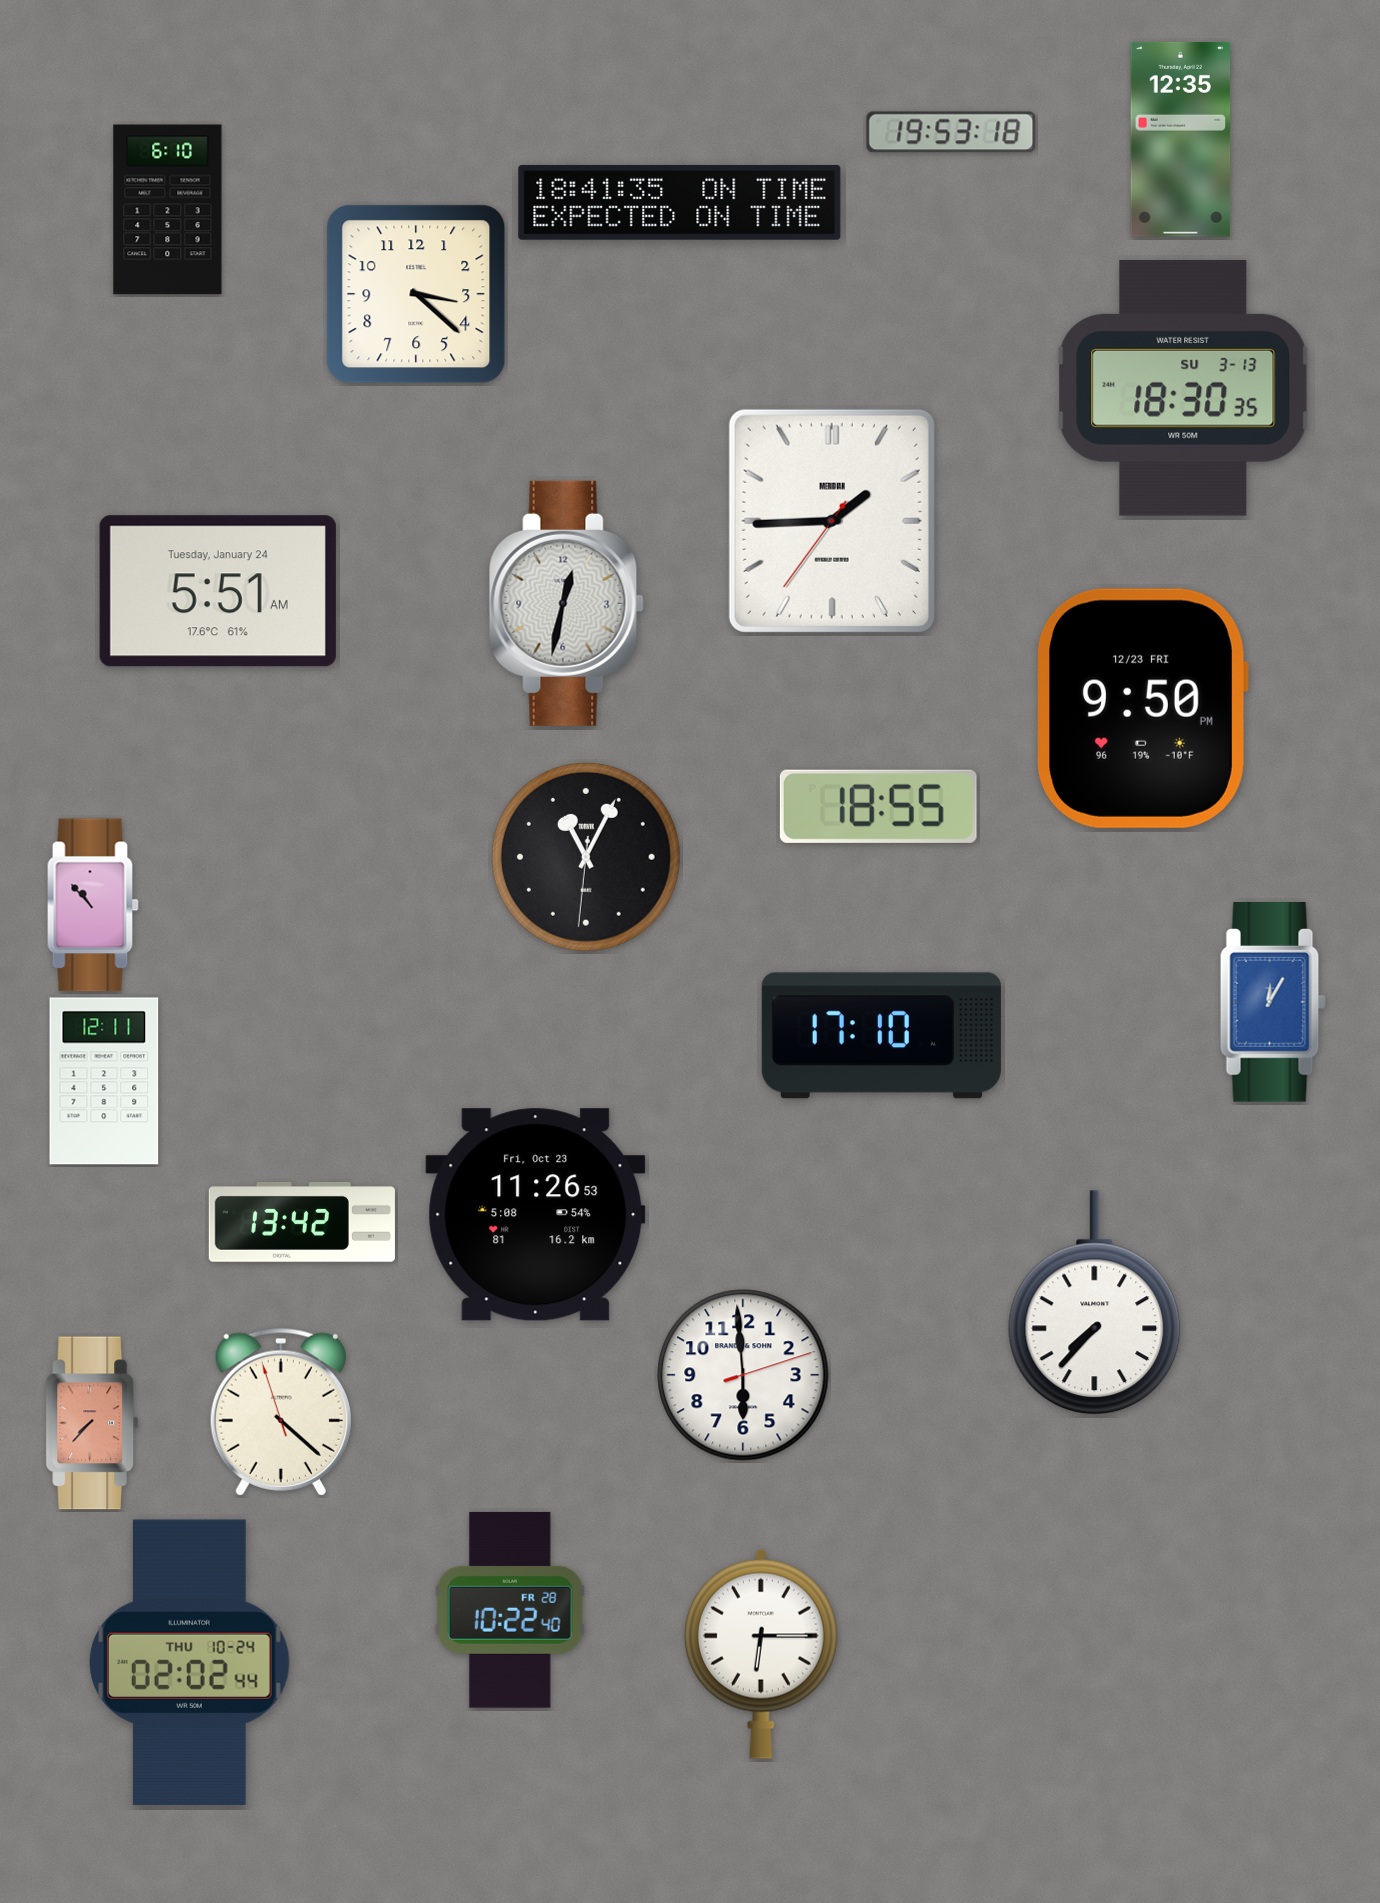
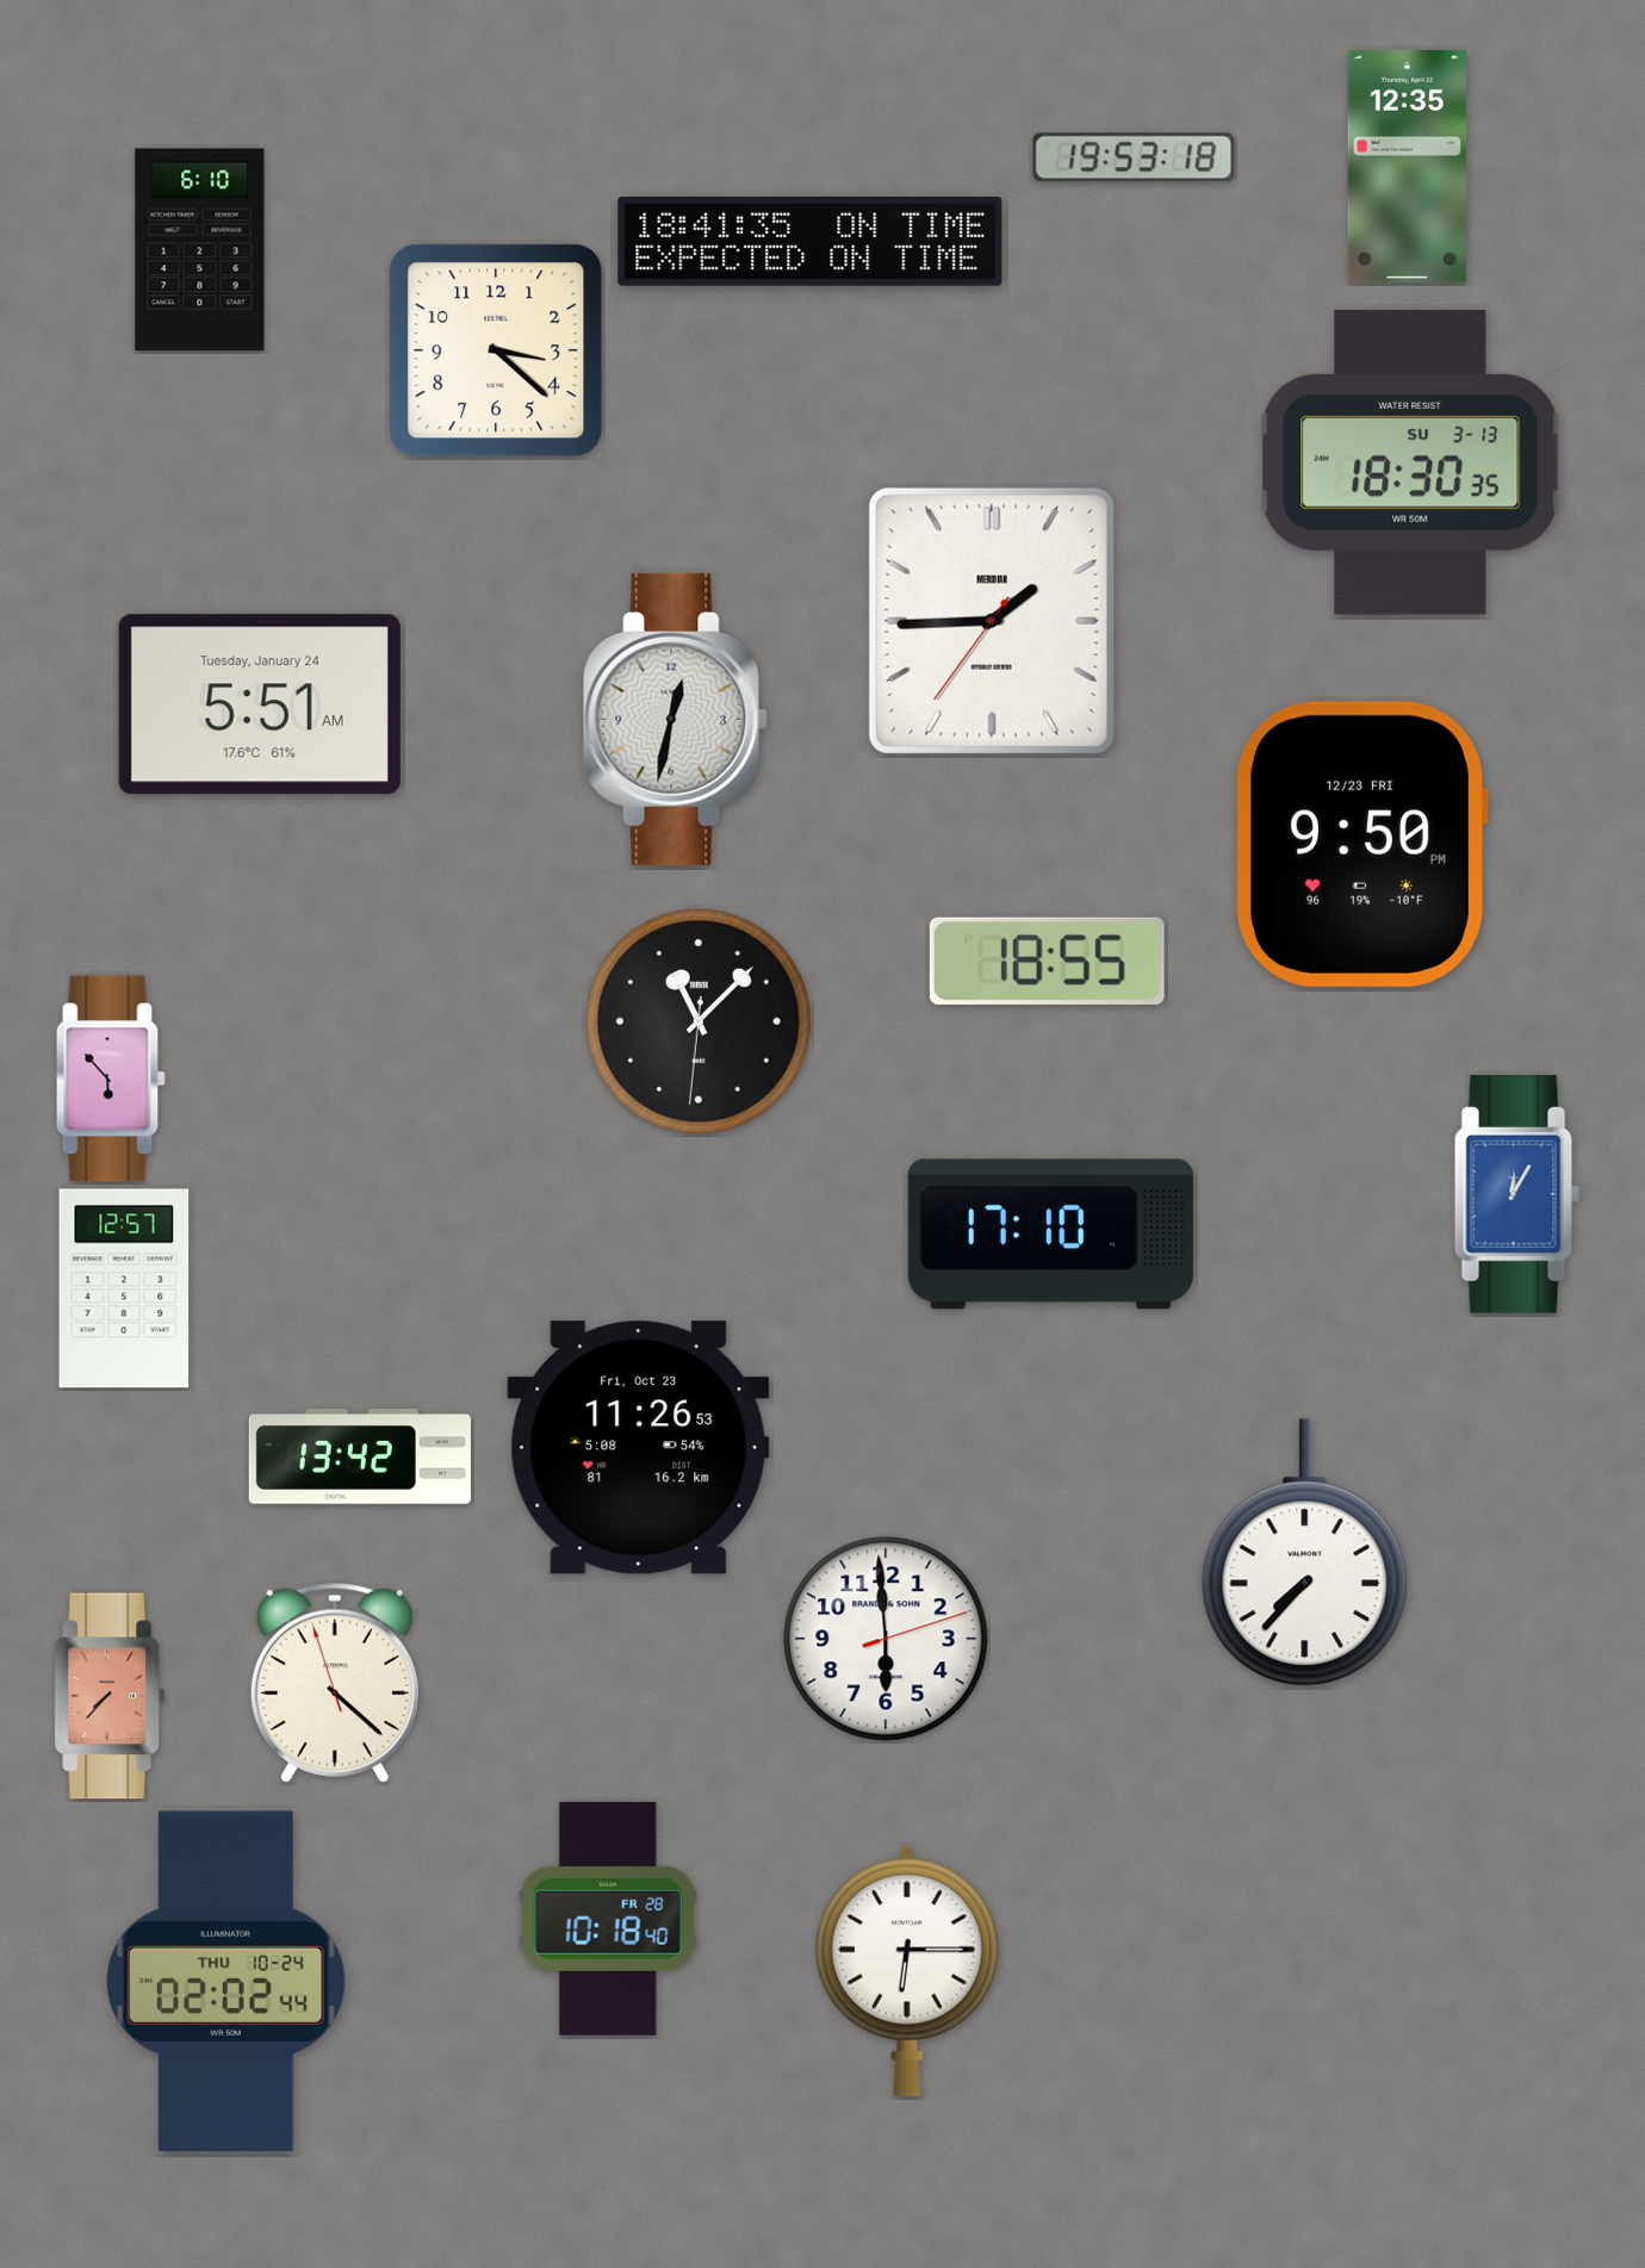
clock at (586, 857): 11:04 -> 11:07
clock at (93, 905): 10:53 -> 5:53
clock at (104, 1081): 12:11 -> 12:57
clock at (510, 1610): 10:22 -> 10:18
